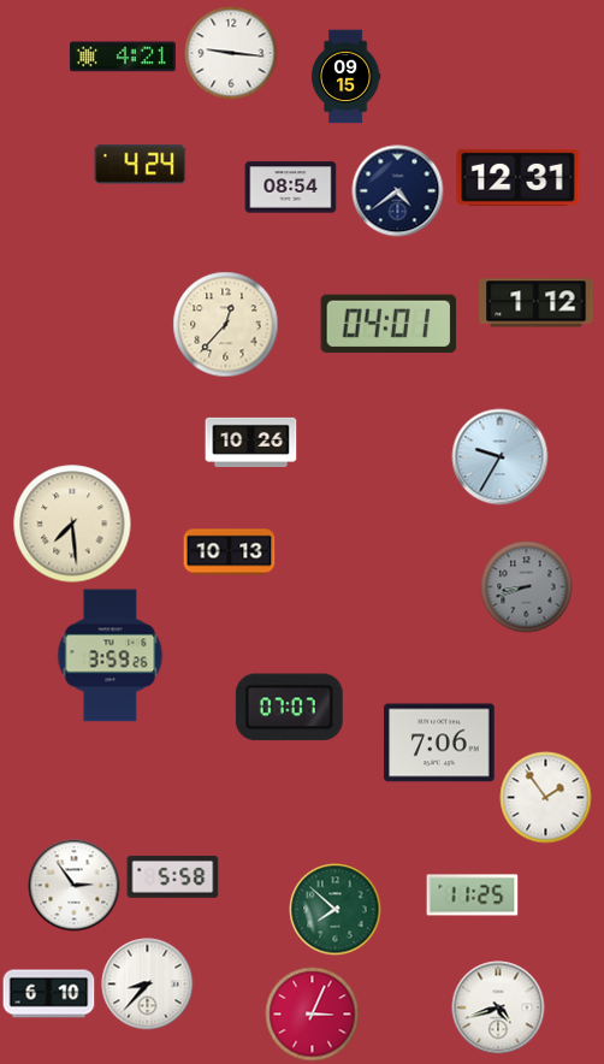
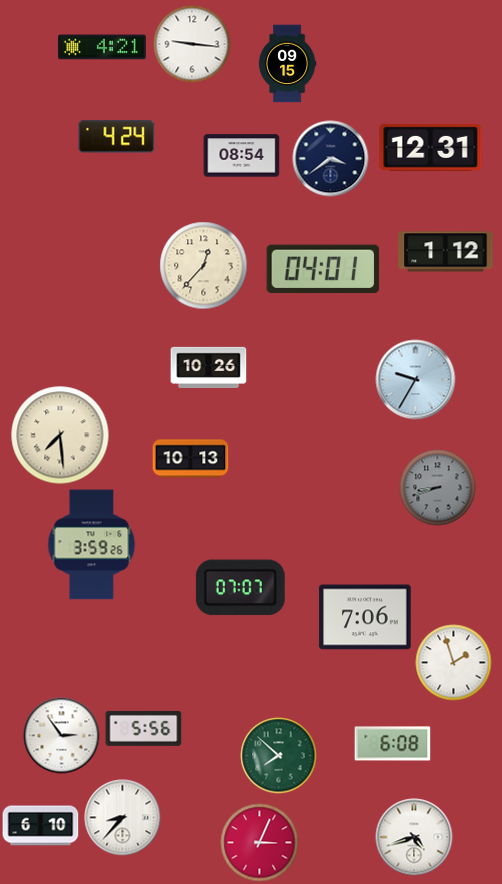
clock at (398, 191): 4:39 -> 3:39
clock at (226, 325) position: (226, 325) -> (204, 266)
clock at (546, 798): 1:54 -> 1:57
clock at (173, 876): 5:58 -> 5:56
clock at (473, 895): 11:25 -> 6:08
